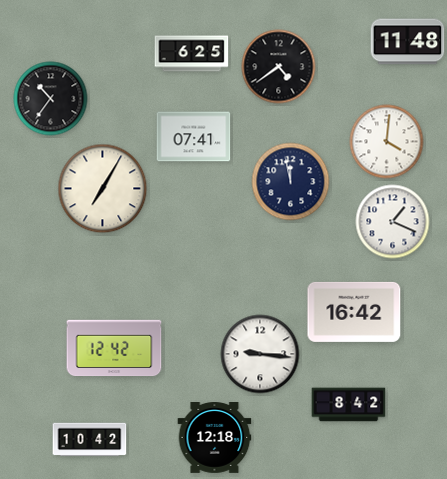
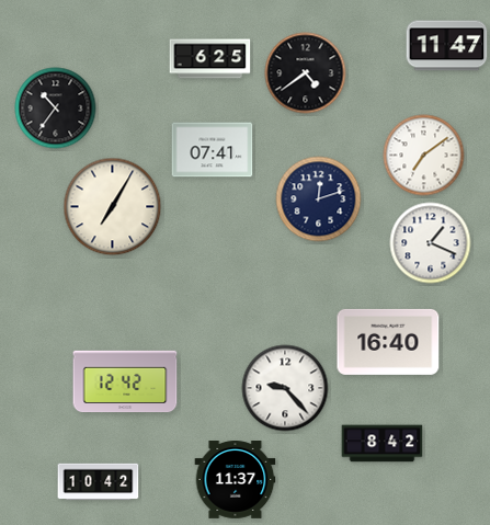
clock at (408, 42): 11:48 -> 11:47
clock at (387, 142): 4:01 -> 7:09
clock at (291, 182): 11:58 -> 12:12
clock at (354, 312): 16:42 -> 16:40
clock at (260, 354): 9:16 -> 9:23
clock at (215, 438): 12:18 -> 11:37
